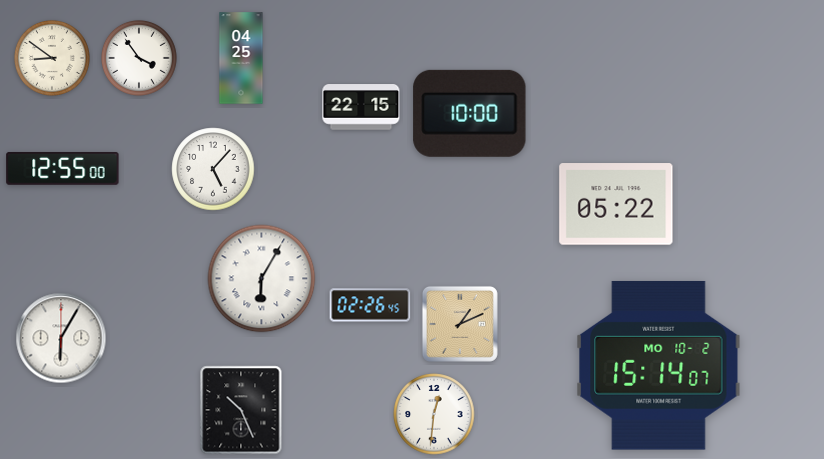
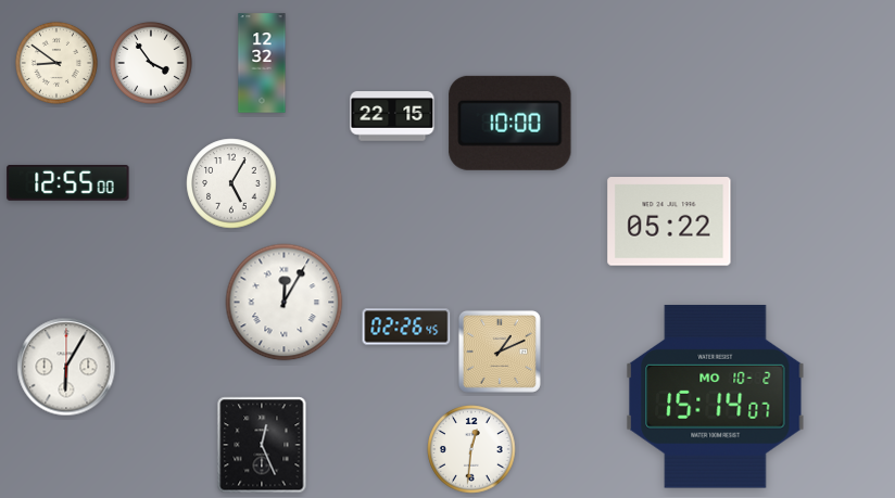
clock at (241, 58): 04:25 -> 12:32
clock at (213, 169): 5:07 -> 5:05
clock at (262, 279): 6:05 -> 12:05
clock at (370, 305) position: (370, 305) -> (406, 327)
clock at (241, 410): 10:26 -> 12:26
